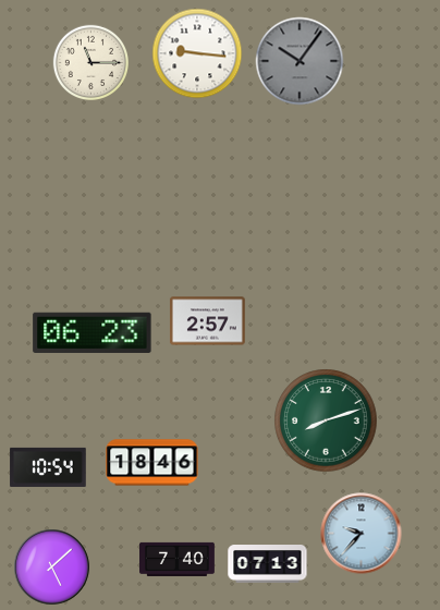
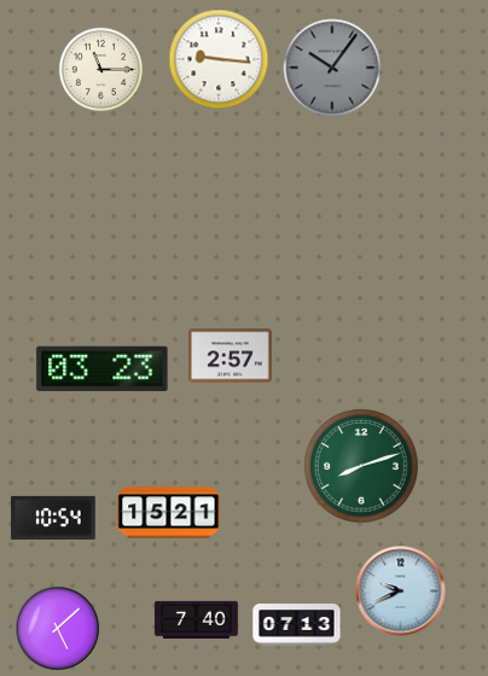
clock at (93, 332): 06:23 -> 03:23
clock at (152, 463): 18:46 -> 15:21
clock at (362, 534): 9:37 -> 9:41
